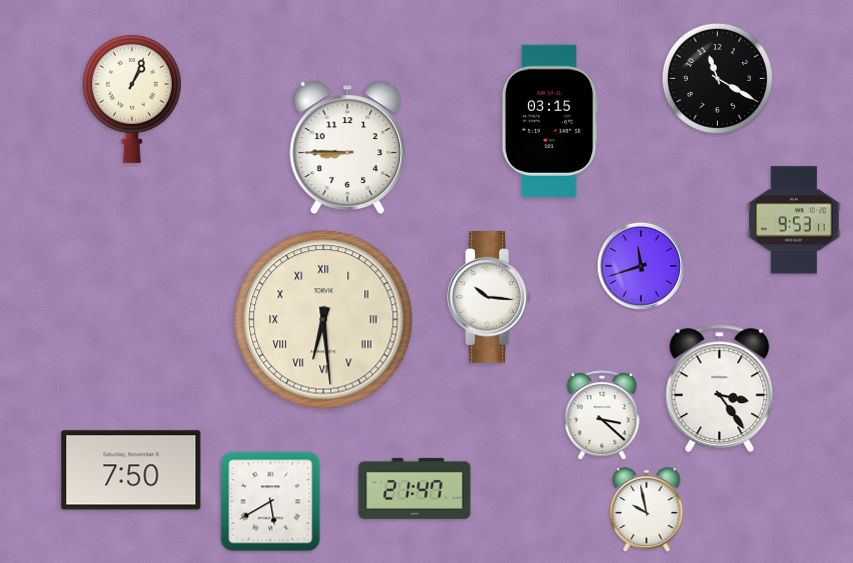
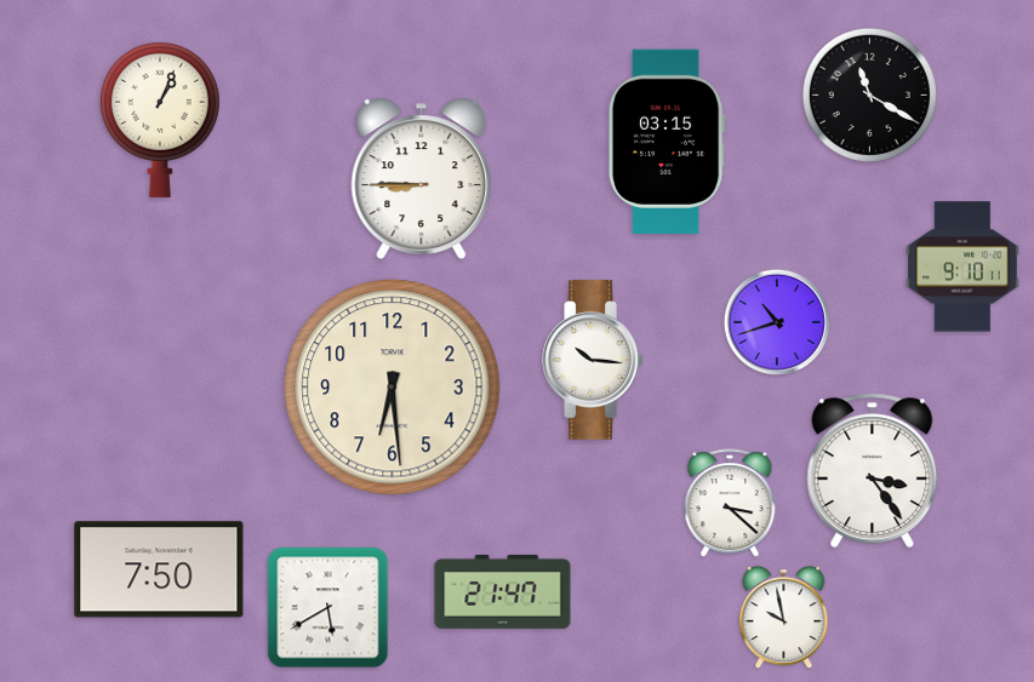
clock at (550, 121) position: (550, 121) -> (667, 142)
clock at (795, 220): 9:53 -> 9:10
clock at (640, 265): 11:42 -> 10:42
clock at (324, 320) numerals: Roman -> Arabic
